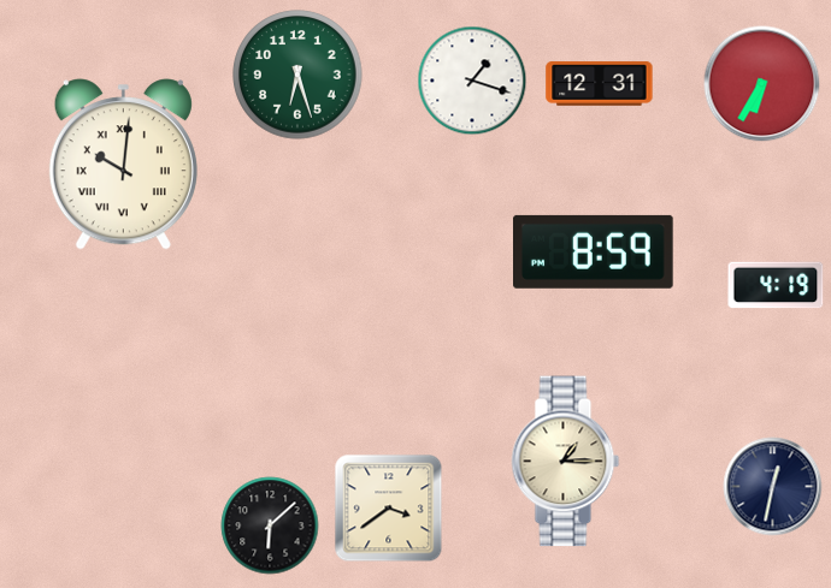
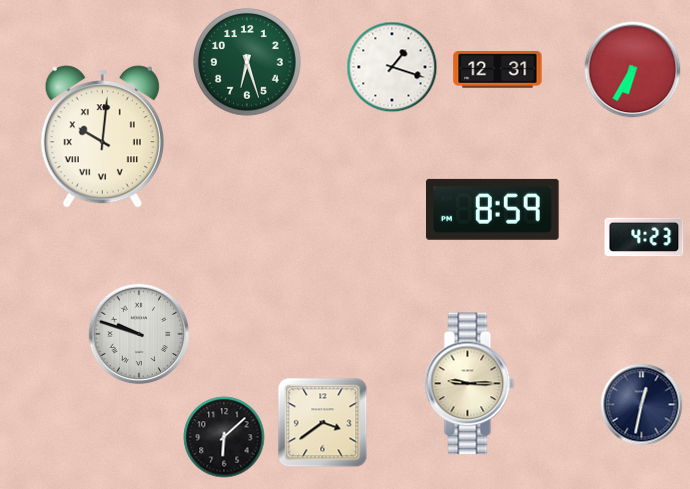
clock at (776, 285): 4:19 -> 4:23
clock at (139, 334): none -> 9:48
clock at (566, 462): 1:15 -> 9:15
